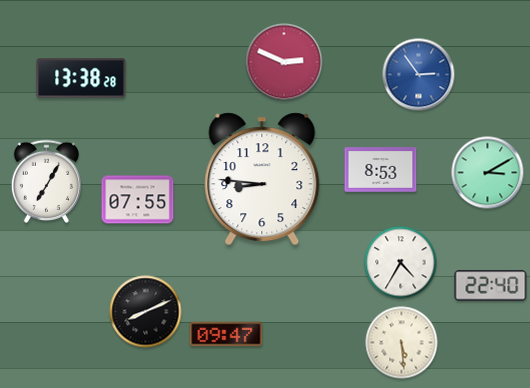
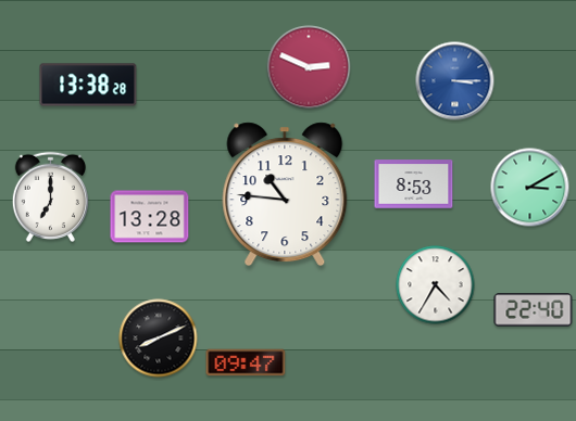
clock at (419, 75): 2:54 -> 3:15
clock at (262, 179): 8:46 -> 10:46
clock at (46, 181): 7:05 -> 7:00
clock at (138, 200): 07:55 -> 13:28
clock at (402, 343): 5:29 -> none
